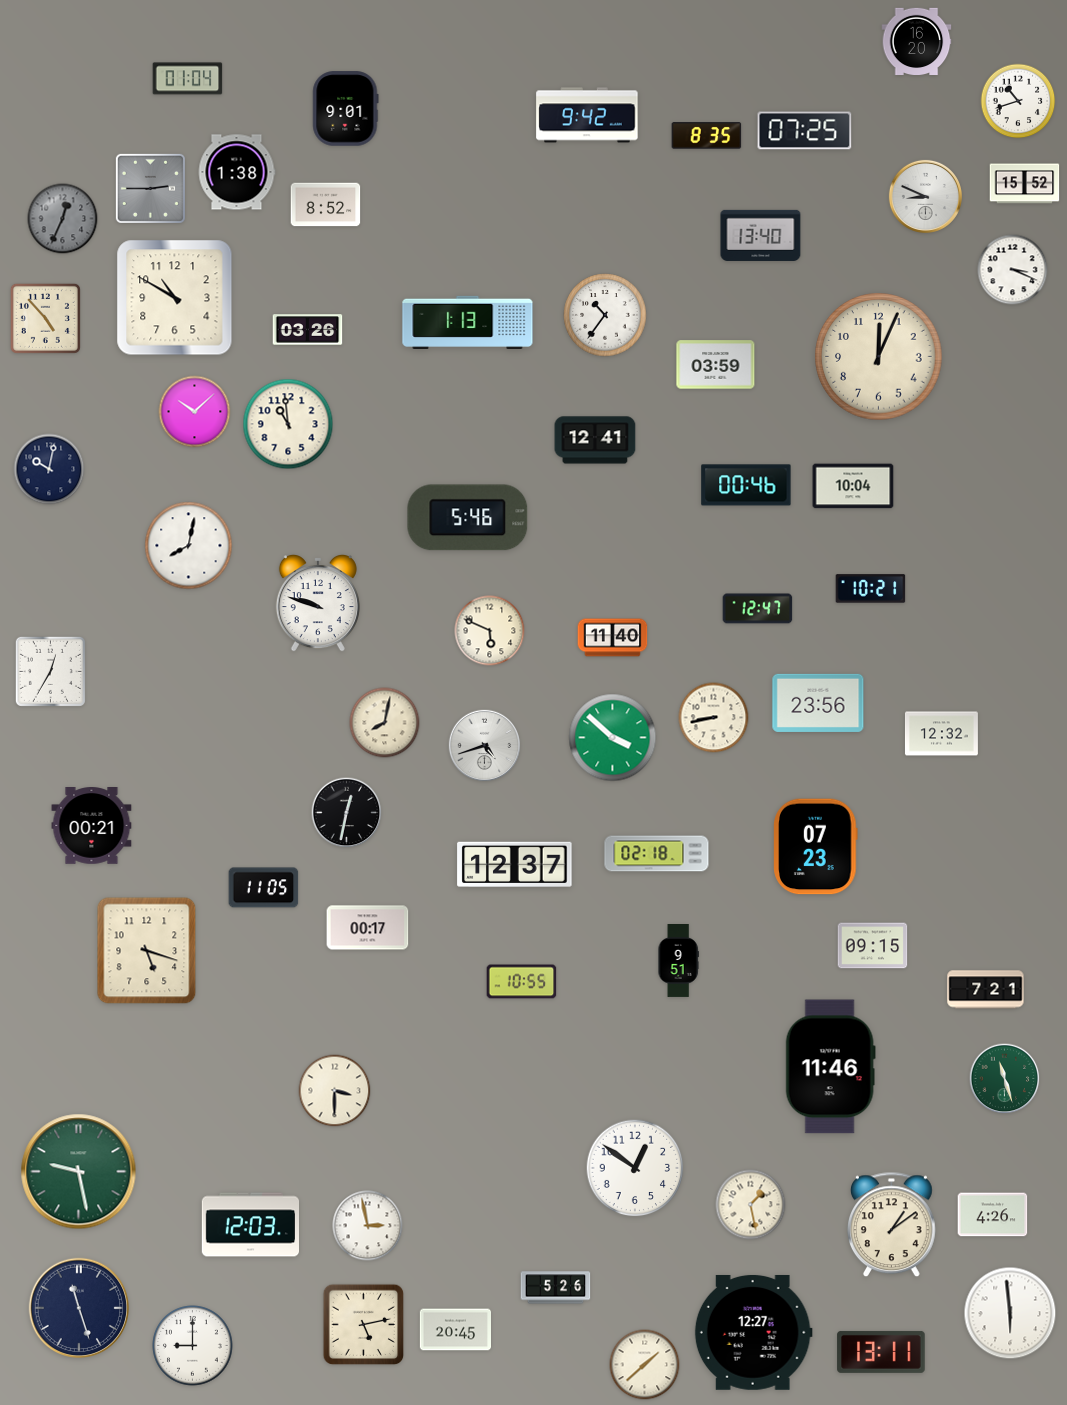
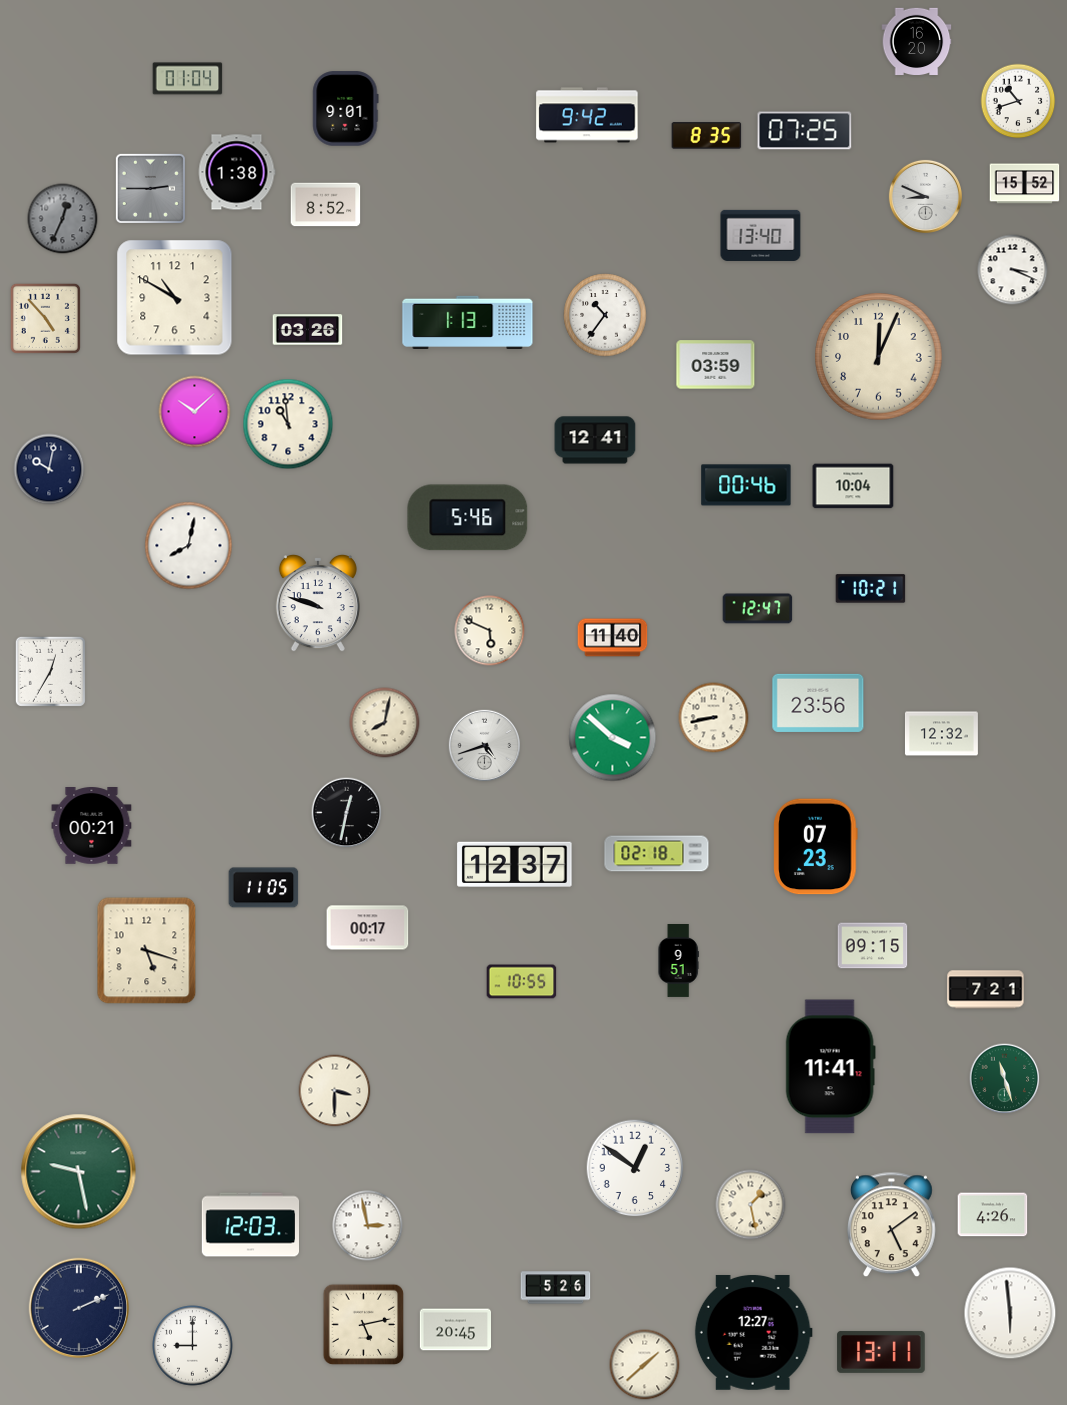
clock at (830, 1067): 11:46 -> 11:41
clock at (892, 1225): 1:09 -> 5:09
clock at (79, 1308): 11:27 -> 2:11
